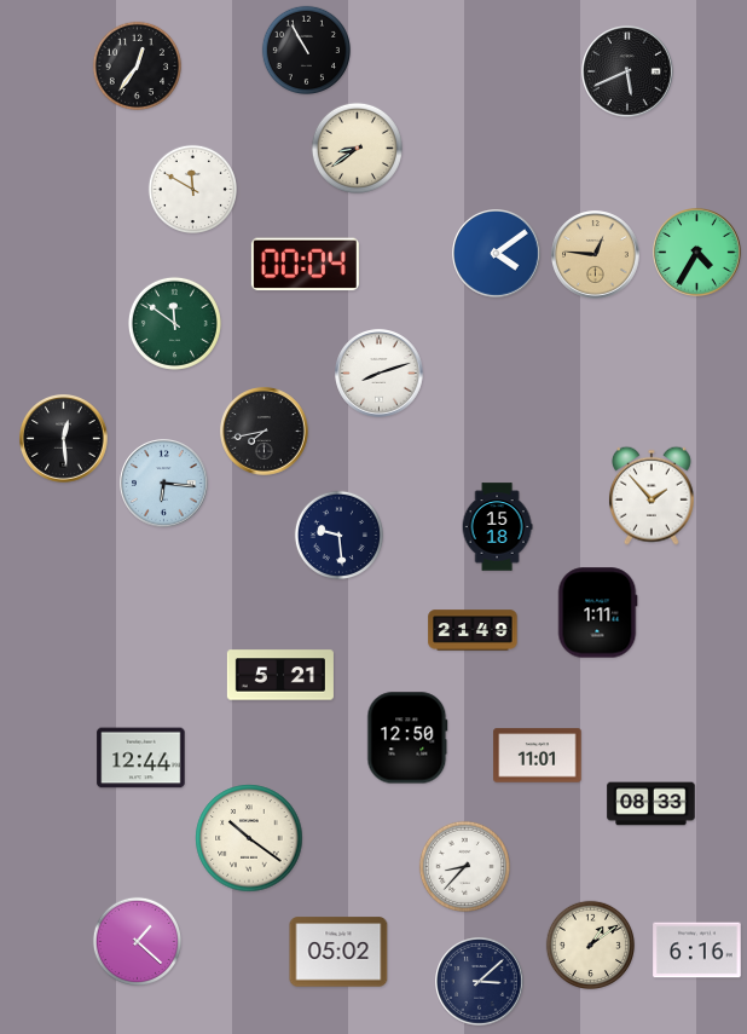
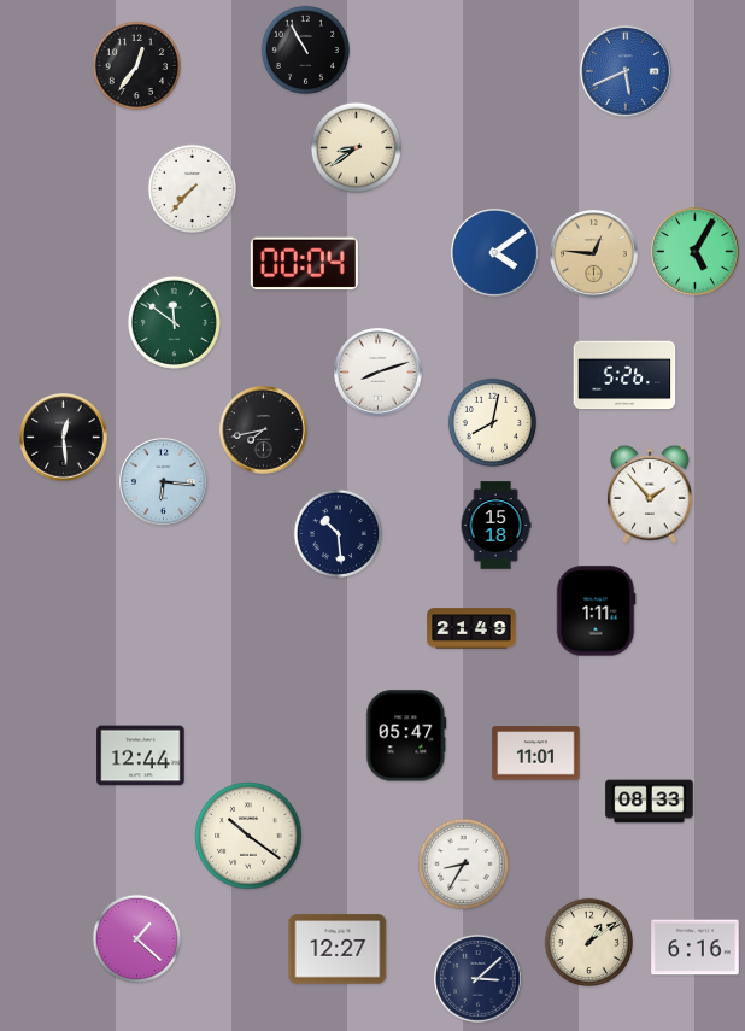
clock at (627, 71) dial: black -> blue
clock at (192, 189): 11:50 -> 7:37
clock at (697, 253): 4:35 -> 5:05
clock at (624, 375): none -> 5:26
clock at (492, 422): none -> 8:02
clock at (338, 535): 9:29 -> 10:29
clock at (280, 675): 5:21 -> none
clock at (407, 738): 12:50 -> 05:47
clock at (464, 866): 8:37 -> 8:35
clock at (338, 952): 05:02 -> 12:27
